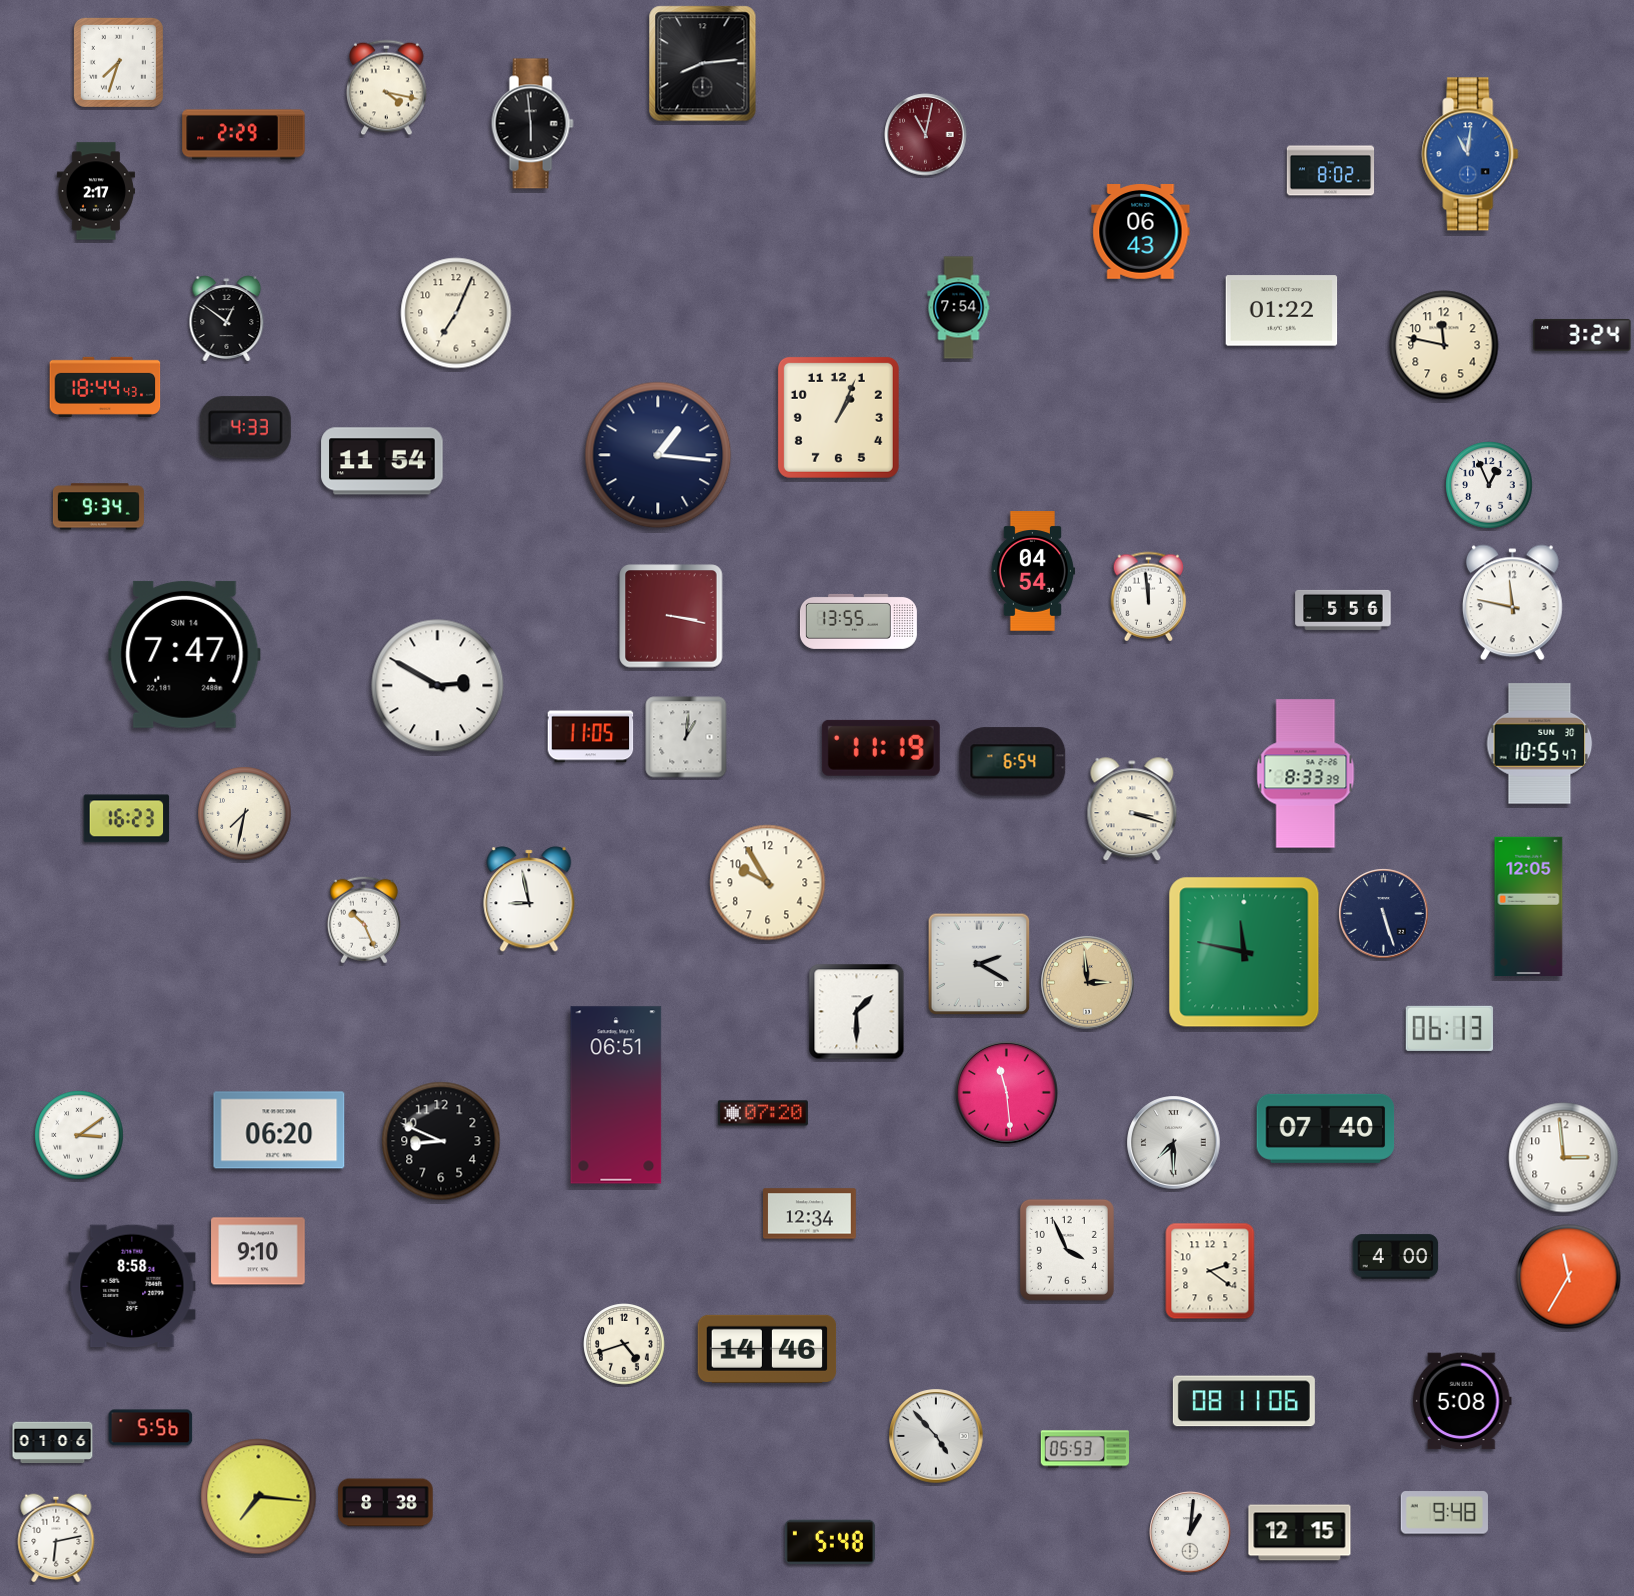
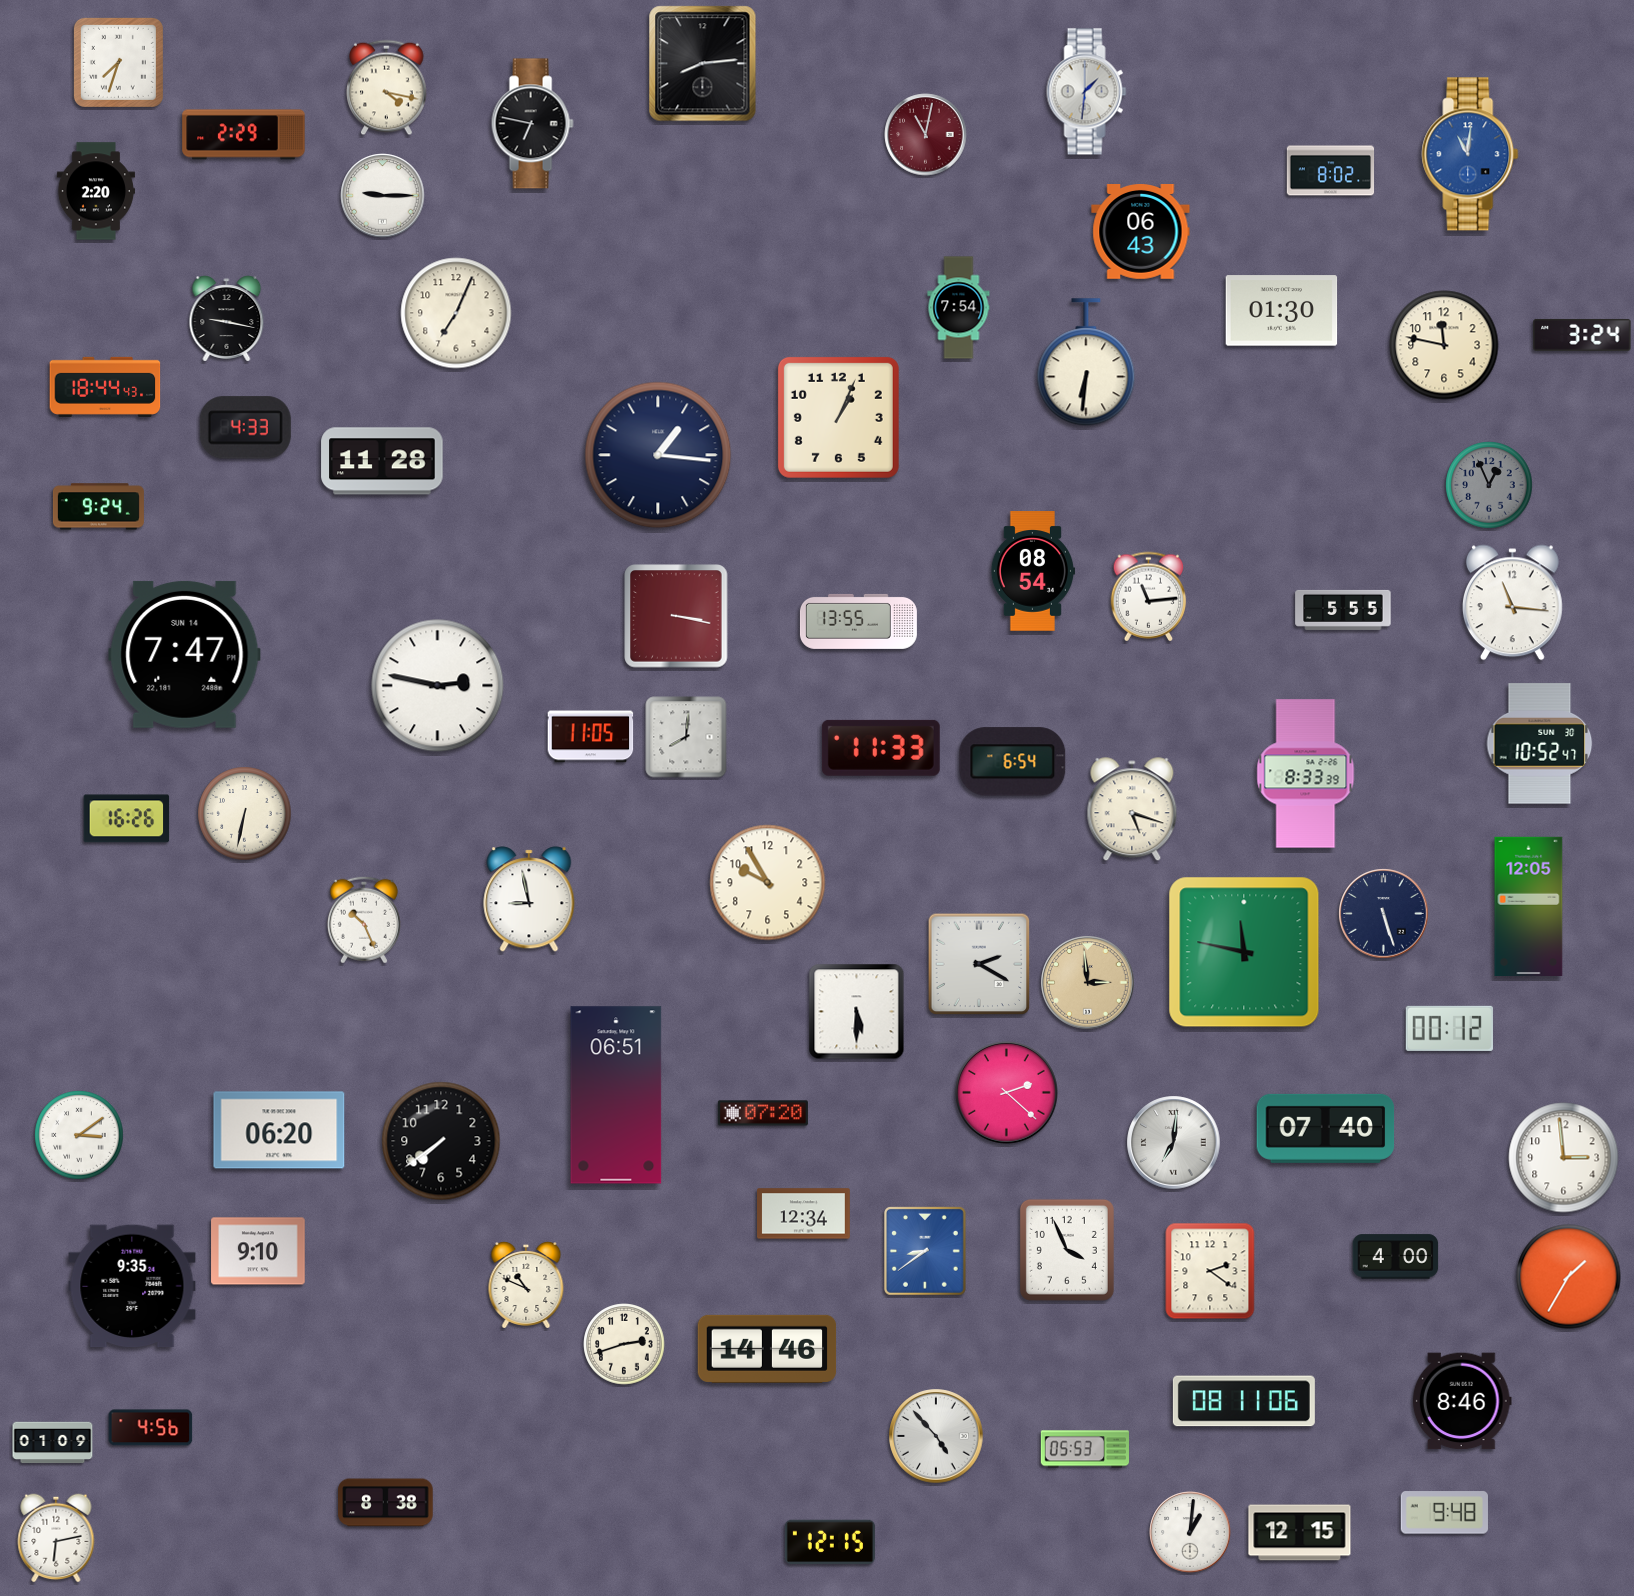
clock at (1087, 92): none -> 1:31
clock at (532, 124): 5:59 -> 6:47
clock at (96, 191): 2:17 -> 2:20
clock at (383, 196): none -> 9:15
clock at (1282, 311): 01:22 -> 01:30
clock at (227, 319): 12:51 -> 9:17
clock at (1086, 363): none -> 6:31
clock at (382, 461): 11:54 -> 11:28
clock at (1489, 485) dial: white -> grey
clock at (98, 507): 9:34 -> 9:24
clock at (1032, 571): 04:54 -> 08:54
clock at (1149, 597): 11:59 -> 11:14
clock at (1512, 603): 11:47 -> 11:16
clock at (1343, 610): 5:56 -> 5:55
clock at (671, 616) position: (671, 616) -> (676, 616)
clock at (438, 686): 2:50 -> 2:47
clock at (686, 737): 1:01 -> 8:01
clock at (1540, 744): 10:55 -> 10:52
clock at (881, 748): 11:19 -> 11:33
clock at (1132, 810): 3:18 -> 5:18
clock at (245, 814): 7:32 -> 6:32
clock at (127, 819): 16:23 -> 16:26
clock at (857, 1012): 1:30 -> 5:30
clock at (1449, 1028): 06:13 -> 00:12
clock at (1007, 1093): 11:29 -> 2:22
clock at (441, 1141): 8:49 -> 7:39
clock at (1174, 1143): 7:30 -> 7:01
clock at (810, 1214) position: (810, 1214) -> (804, 1214)
clock at (926, 1252): none -> 8:39
clock at (1569, 1277): 11:35 -> 1:35
clock at (526, 1285): none -> 10:49
clock at (132, 1286): 8:58 -> 9:35
clock at (624, 1344): 4:42 -> 2:42
clock at (1462, 1401): 5:08 -> 8:46
clock at (151, 1428): 5:56 -> 4:56
clock at (53, 1443): 01:06 -> 01:09
clock at (259, 1497): 7:16 -> none
clock at (830, 1541): 5:48 -> 12:15
